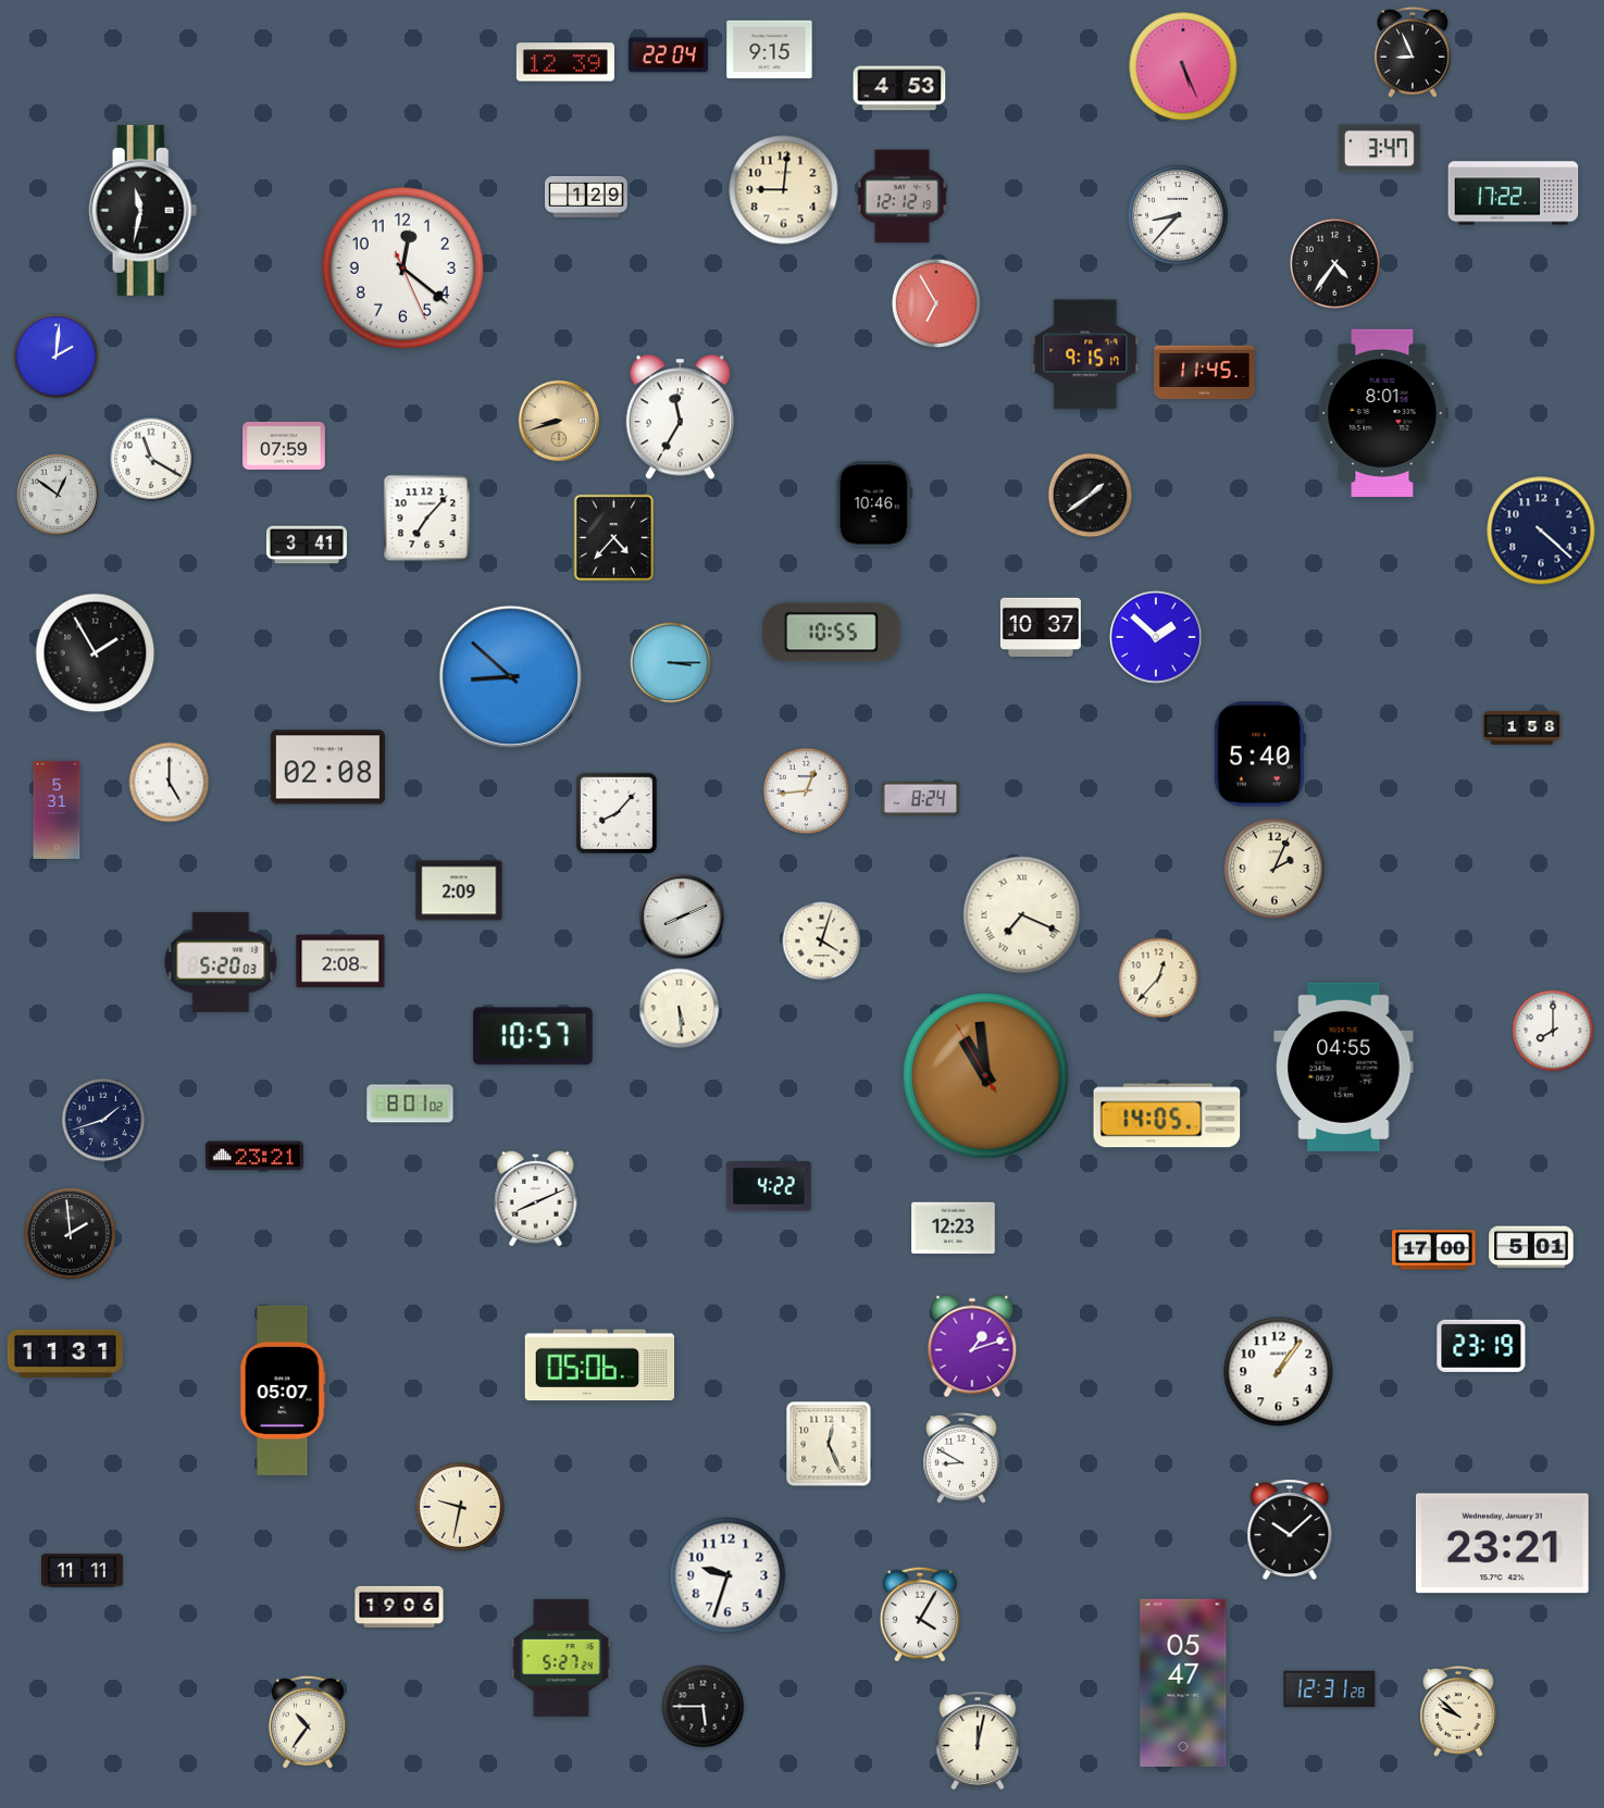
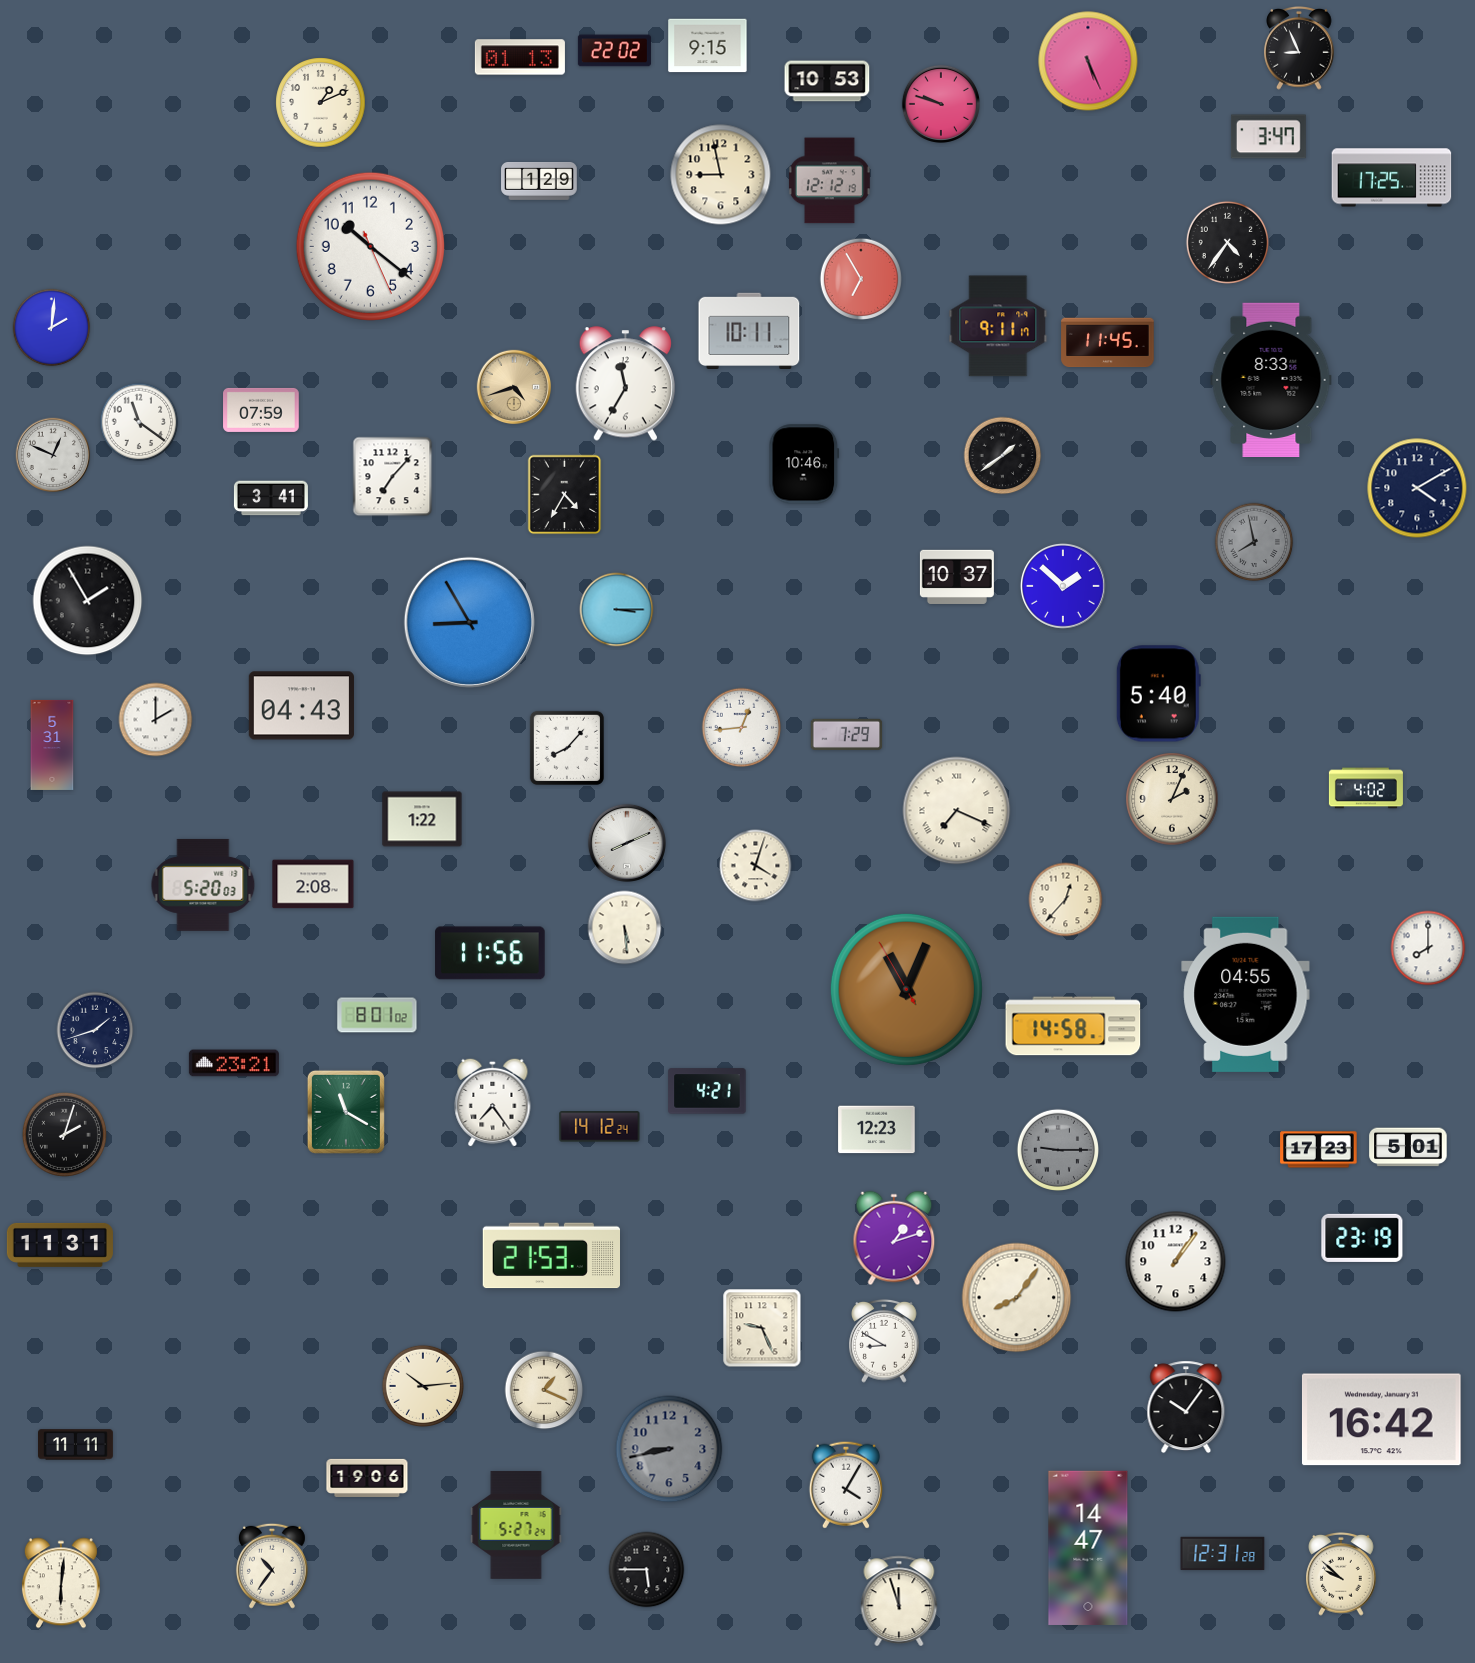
clock at (668, 55): 22:04 -> 22:02
clock at (565, 62): 12:39 -> 01:13
clock at (899, 88): 4:53 -> 10:53
clock at (321, 103): none -> 1:11
clock at (941, 104): none -> 9:48
clock at (784, 190): 9:01 -> 8:58
clock at (1514, 194): 17:22 -> 17:25
clock at (144, 210): 11:32 -> none
clock at (1178, 215): 8:37 -> none
clock at (402, 267): 12:21 -> 10:21
clock at (1085, 354): 9:15 -> 9:11
clock at (749, 330): none -> 10:11
clock at (1382, 413): 8:01 -> 8:33
clock at (559, 421): 8:42 -> 4:42
clock at (151, 459): 11:20 -> 11:21
clock at (58, 495): 12:51 -> 12:49
clock at (1541, 531): 4:22 -> 4:10
clock at (614, 538): 4:37 -> 4:35
clock at (307, 545) position: (307, 545) -> (271, 498)
clock at (1254, 542): none -> 7:58
clock at (832, 633): 10:55 -> none
clock at (510, 676): 8:52 -> 8:55
clock at (1522, 728): 1:58 -> none
clock at (327, 768): 02:08 -> 04:43
clock at (170, 783): 5:00 -> 2:00
clock at (921, 798): 8:24 -> 7:29
clock at (1366, 788): none -> 4:02
clock at (459, 890): 2:09 -> 1:22
clock at (1022, 915) position: (1022, 915) -> (957, 811)
clock at (533, 1036): 10:57 -> 11:56
clock at (1344, 1067) position: (1344, 1067) -> (1246, 994)
clock at (985, 1075): 10:58 -> 11:03
clock at (1167, 1115): 14:05 -> 14:58
clock at (769, 1186): 4:22 -> 4:21
clock at (536, 1198): 8:11 -> 7:24
clock at (346, 1112): none -> 11:20
clock at (600, 1127): none -> 14:12
clock at (70, 1233): 1:59 -> 2:03
clock at (1057, 1149): none -> 9:15
clock at (1434, 1250): 17:00 -> 17:23
clock at (599, 1366): 05:06 -> 21:53
clock at (283, 1391): 05:07 -> none
clock at (1017, 1298): none -> 8:06
clock at (829, 1444): 12:26 -> 9:26
clock at (459, 1506): 9:32 -> 10:14
clock at (544, 1390): none -> 1:19
clock at (1290, 1530): 10:08 -> 10:06
clock at (1502, 1544): 23:21 -> 16:42
clock at (728, 1575): 9:33 -> 8:43
clock at (728, 1575) dial: white -> grey
clock at (1183, 1683): 05:47 -> 14:47
clock at (61, 1583): none -> 6:01
clock at (308, 1722) position: (308, 1722) -> (272, 1566)
clock at (978, 1740): 12:02 -> 11:57
